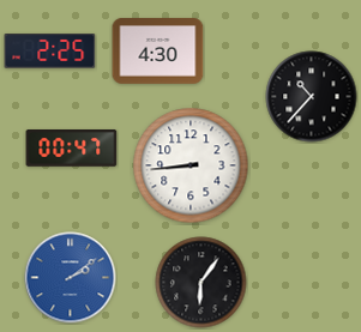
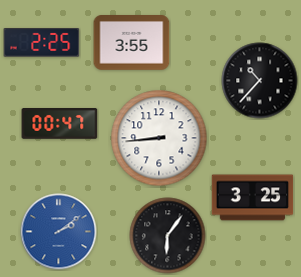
clock at (158, 52): 4:30 -> 3:55
clock at (253, 198): none -> 3:25
